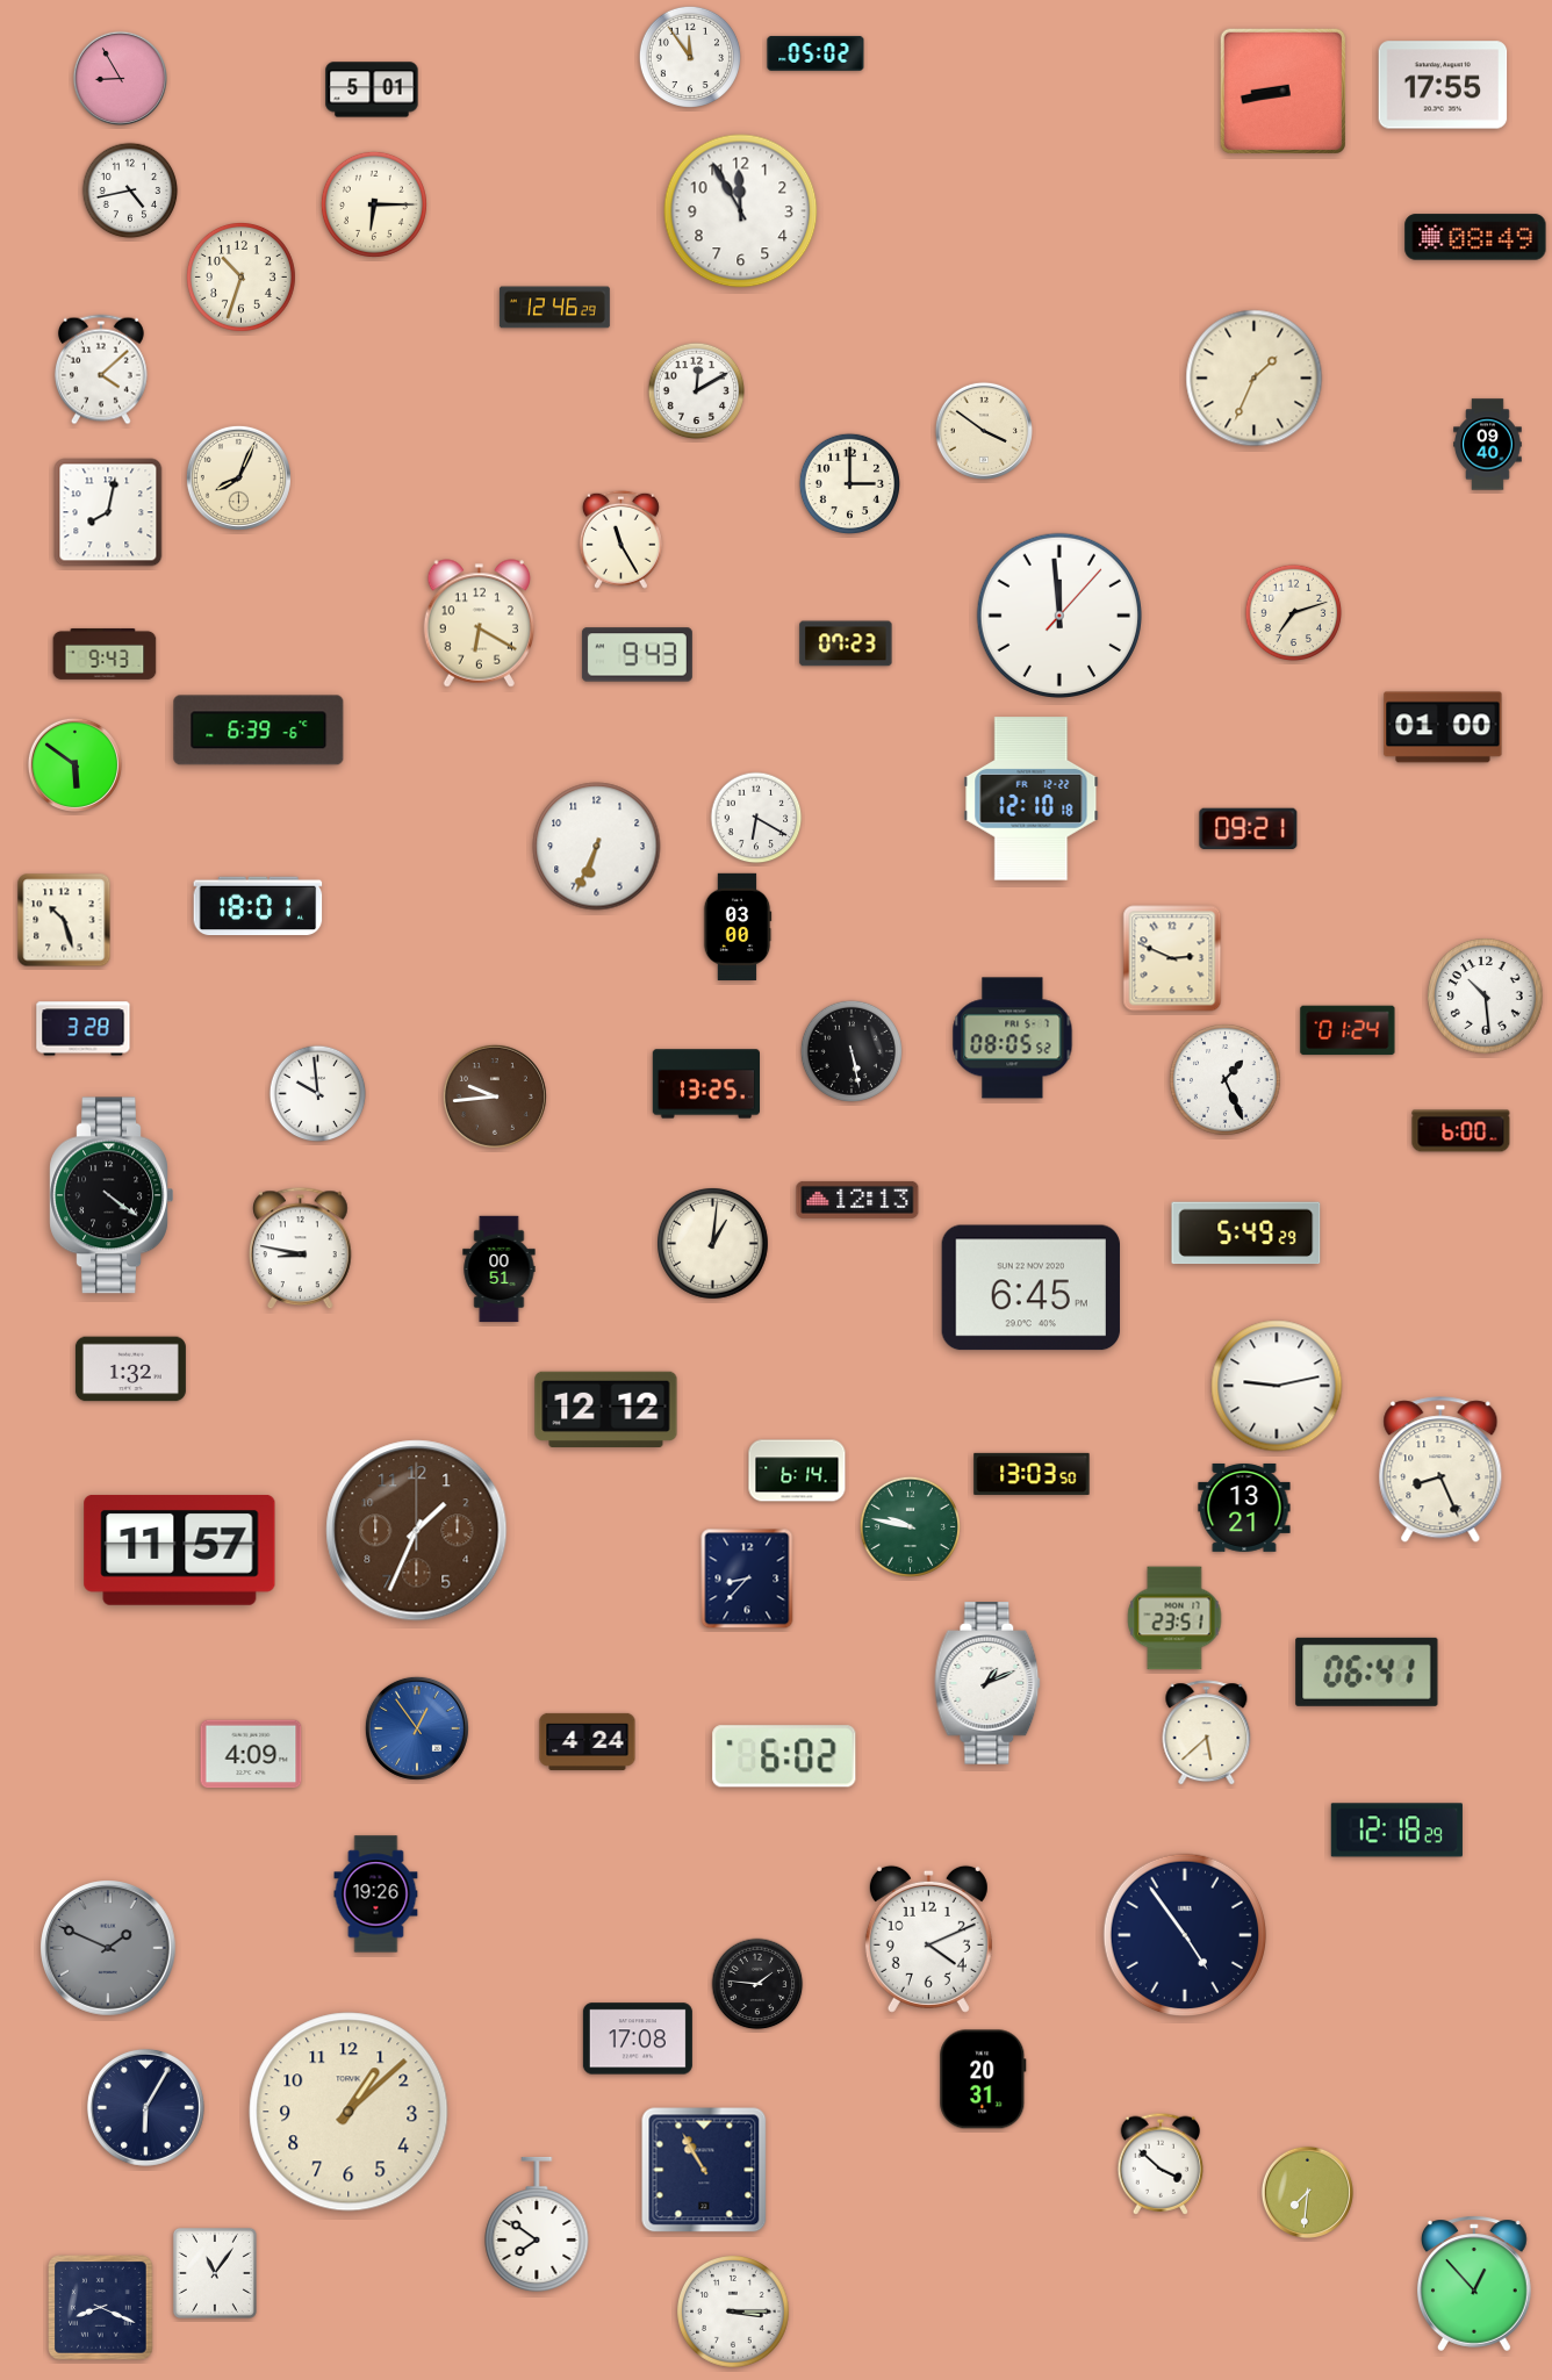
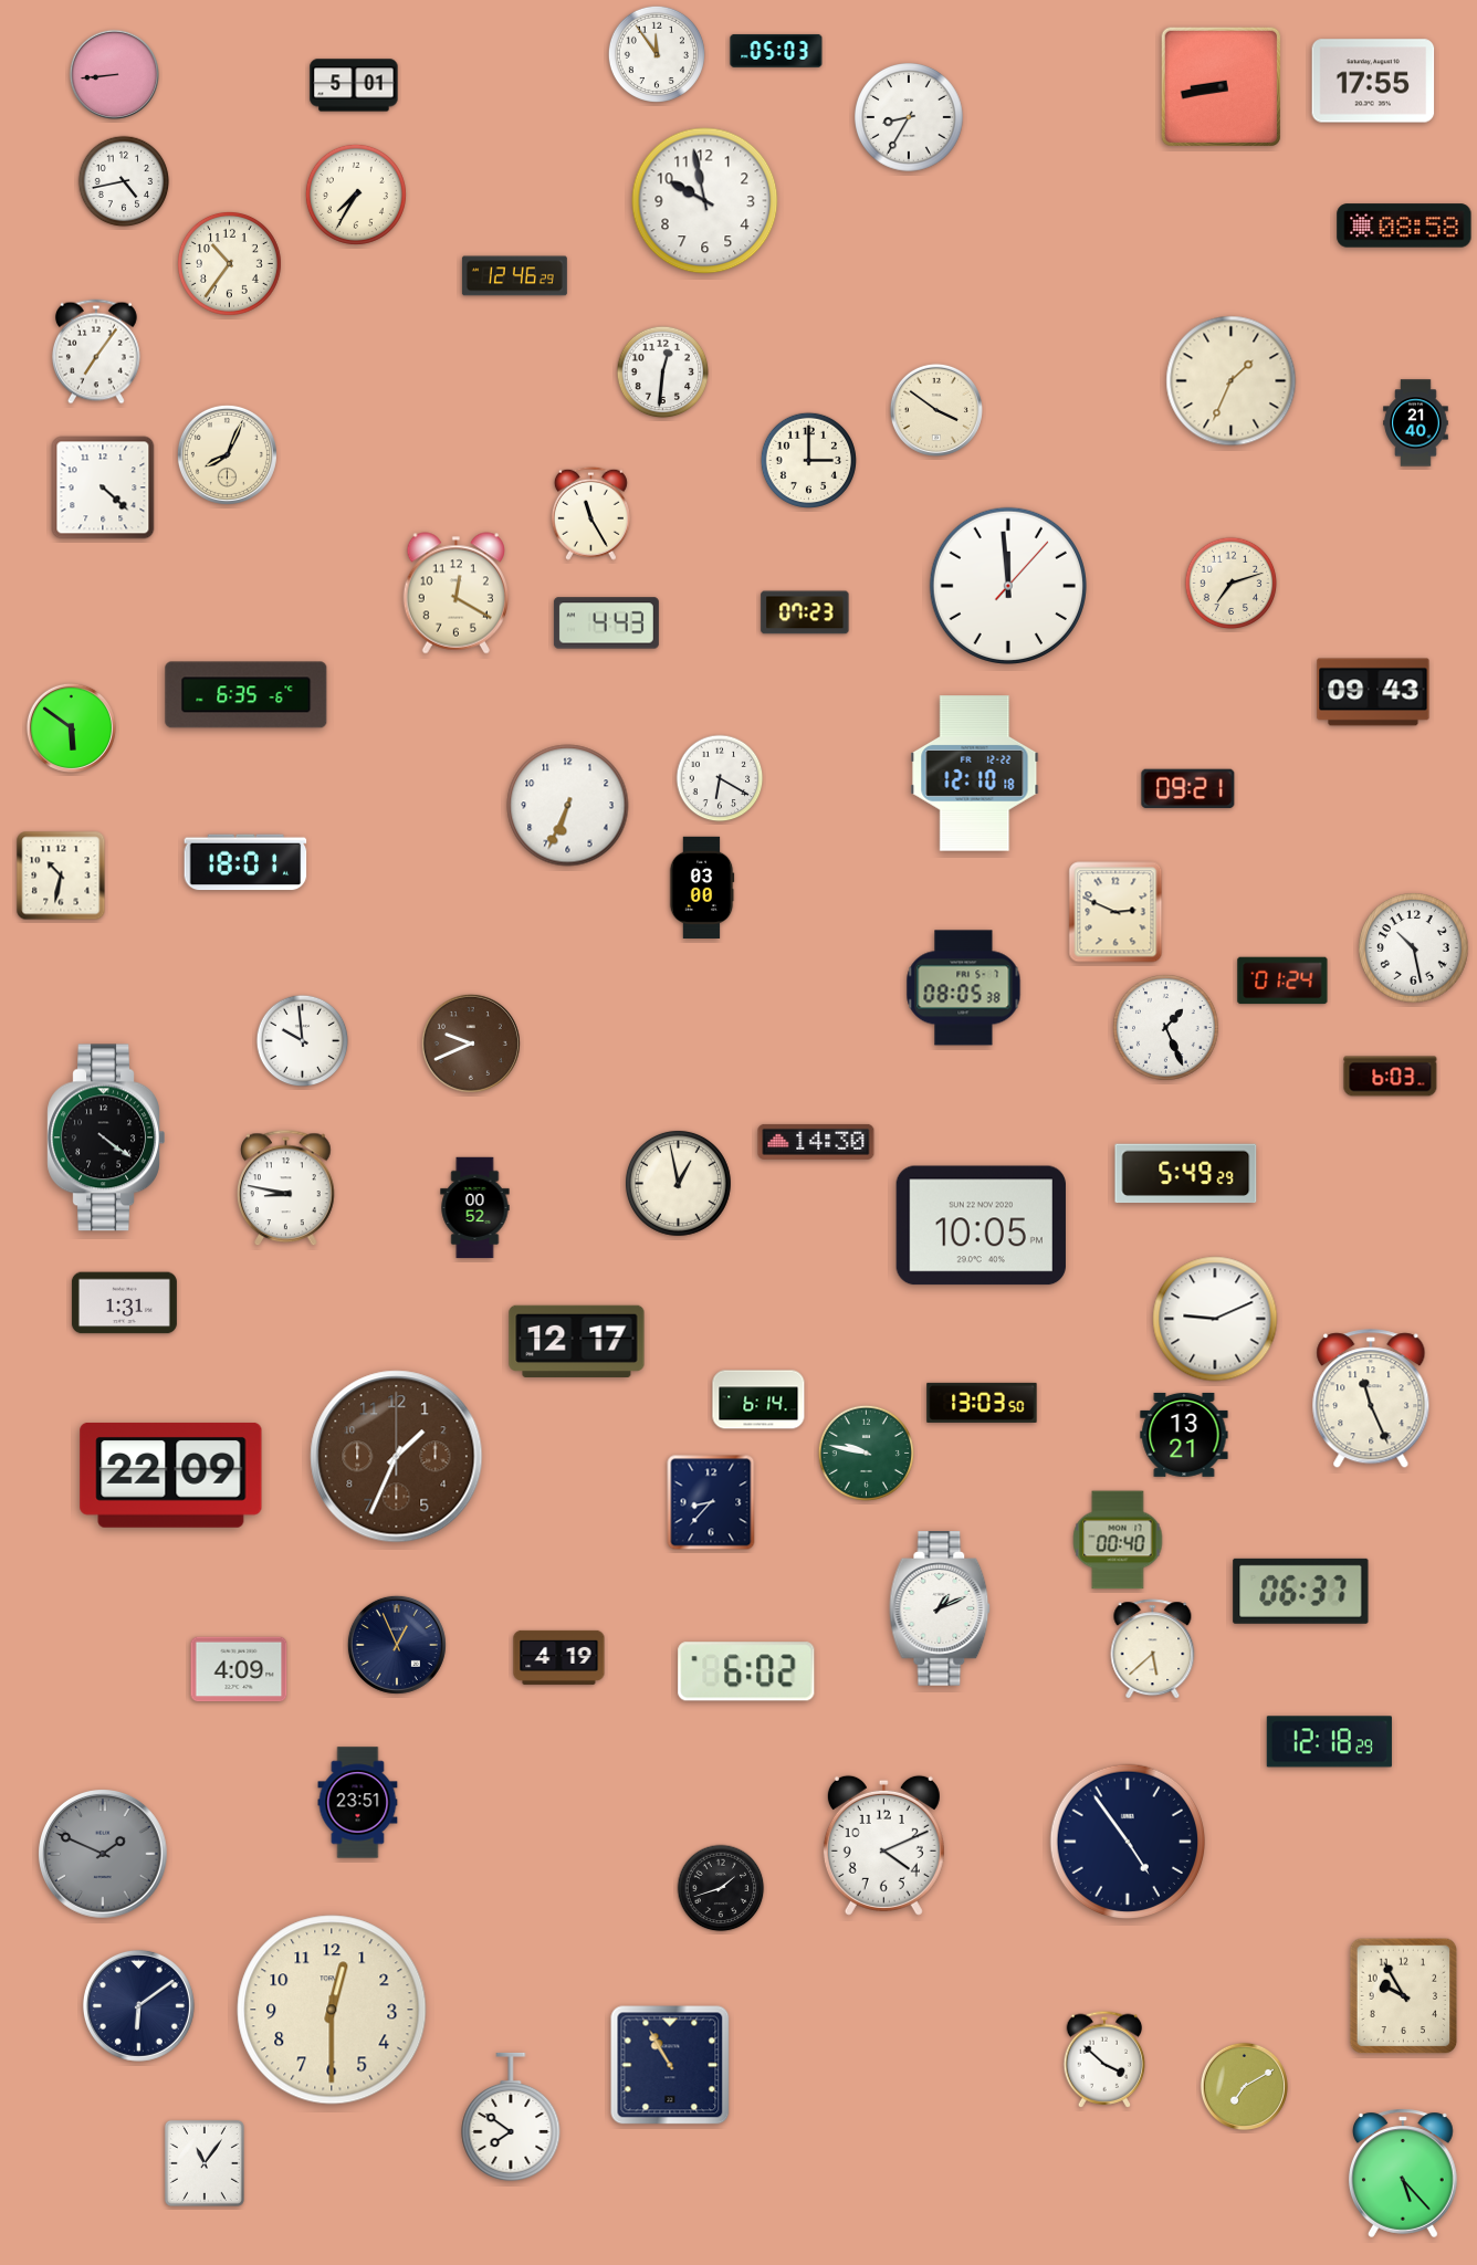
clock at (815, 53): 05:02 -> 05:03
clock at (120, 78): 8:55 -> 8:44
clock at (909, 117): none -> 8:35
clock at (374, 204): 6:15 -> 7:35
clock at (741, 211): 11:55 -> 9:58
clock at (1475, 237): 08:49 -> 08:58
clock at (240, 276): 10:33 -> 10:36
clock at (554, 308) position: (554, 308) -> (514, 276)
clock at (101, 369): 4:08 -> 7:06
clock at (1255, 379) position: (1255, 379) -> (1232, 381)
clock at (697, 391): 12:10 -> 12:31
clock at (1488, 445): 09:40 -> 21:40
clock at (108, 512): 8:02 -> 4:22
clock at (479, 624): 6:20 -> 12:20
clock at (105, 654): 9:43 -> none
clock at (637, 655): 9:43 -> 4:43
clock at (1443, 727): 01:00 -> 09:43
clock at (259, 731): 6:39 -> 6:35
clock at (1032, 799) position: (1032, 799) -> (975, 774)
clock at (64, 920): 10:27 -> 10:32
clock at (738, 926) position: (738, 926) -> (702, 887)
clock at (1486, 997): 10:29 -> 10:28
clock at (84, 1029): 3:28 -> none
clock at (1013, 1038): 08:05:52 -> 08:05:38
clock at (852, 1051): 5:28 -> none
clock at (705, 1084): 13:25 -> none
clock at (495, 1096): 9:44 -> 9:41
clock at (1461, 1131): 6:00 -> 6:03
clock at (857, 1200): 12:13 -> 14:30
clock at (713, 1244): 1:01 -> 12:58
clock at (500, 1270): 00:51 -> 00:52
clock at (1030, 1288): 6:45 -> 10:05
clock at (130, 1369): 1:32 -> 1:31
clock at (1277, 1386): 9:13 -> 9:11
clock at (606, 1409): 12:12 -> 12:17
clock at (1440, 1471): 8:26 -> 11:26
clock at (180, 1549): 11:57 -> 22:09
clock at (1174, 1618): 23:51 -> 00:40
clock at (1367, 1671): 06:41 -> 06:37
clock at (987, 1683) position: (987, 1683) -> (940, 1608)
clock at (417, 1728): 12:54 -> 12:56
clock at (417, 1728) dial: blue -> navy
clock at (1207, 1733) position: (1207, 1733) -> (1153, 1649)
clock at (588, 1741): 4:24 -> 4:19
clock at (376, 1894): 19:26 -> 23:51
clock at (757, 1984): 1:46 -> 1:42
clock at (638, 2039): 17:08 -> none
clock at (983, 2079): 20:31 -> none
clock at (1404, 1996): none -> 9:55
clock at (145, 2107): 6:05 -> 6:09
clock at (349, 2112): 1:08 -> 12:30
clock at (1307, 2192): 7:31 -> 7:10
clock at (1474, 2284): 12:53 -> 5:23
clock at (101, 2308): 8:19 -> none
clock at (734, 2313): 3:15 -> none
